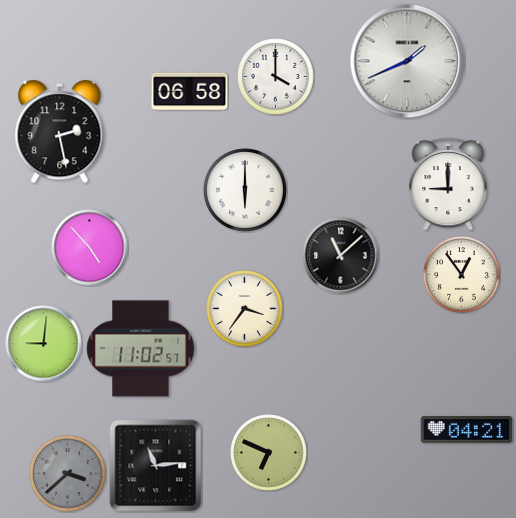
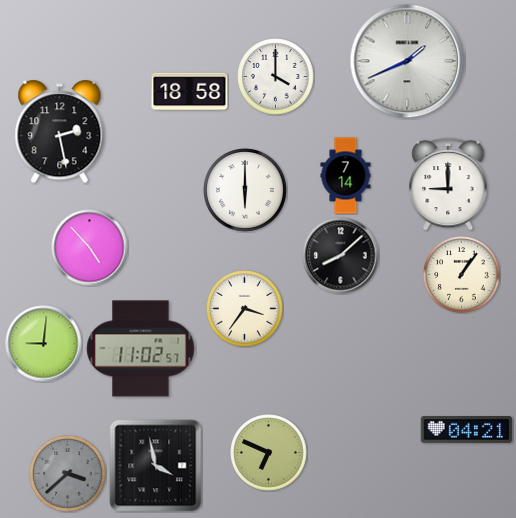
clock at (190, 92): 06:58 -> 18:58
clock at (346, 176): none -> 7:14
clock at (341, 256): 11:08 -> 8:08
clock at (462, 275): 12:54 -> 1:06
clock at (156, 466): 11:14 -> 3:58
